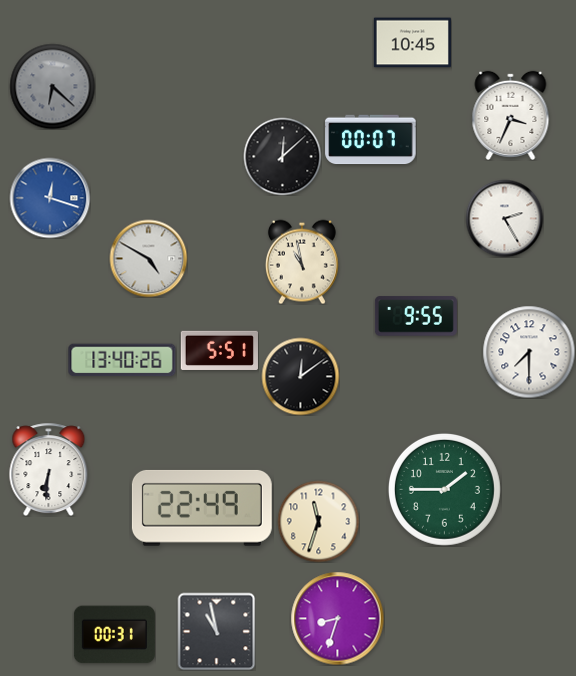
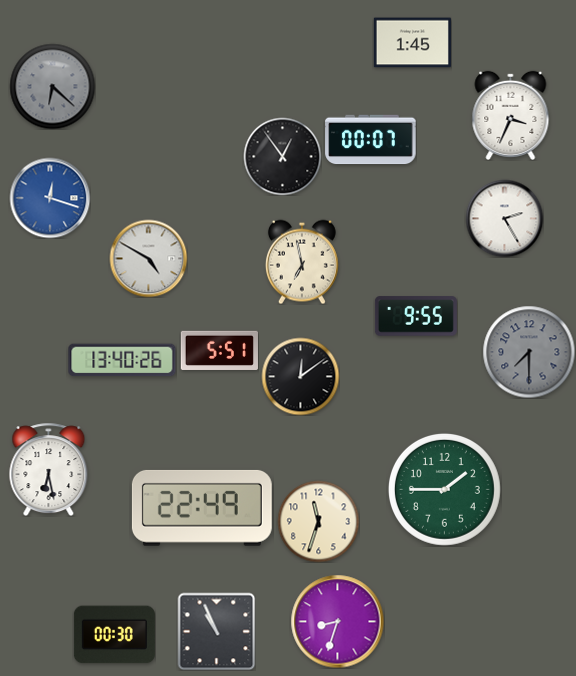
clock at (412, 43): 10:45 -> 1:45
clock at (282, 156): 12:08 -> 12:54
clock at (302, 262): 10:58 -> 6:58
clock at (529, 352) dial: white -> grey
clock at (49, 469): 6:31 -> 6:28
clock at (337, 618) position: (337, 618) -> (337, 621)
clock at (216, 631): 10:58 -> 10:56
clock at (114, 635): 00:31 -> 00:30
